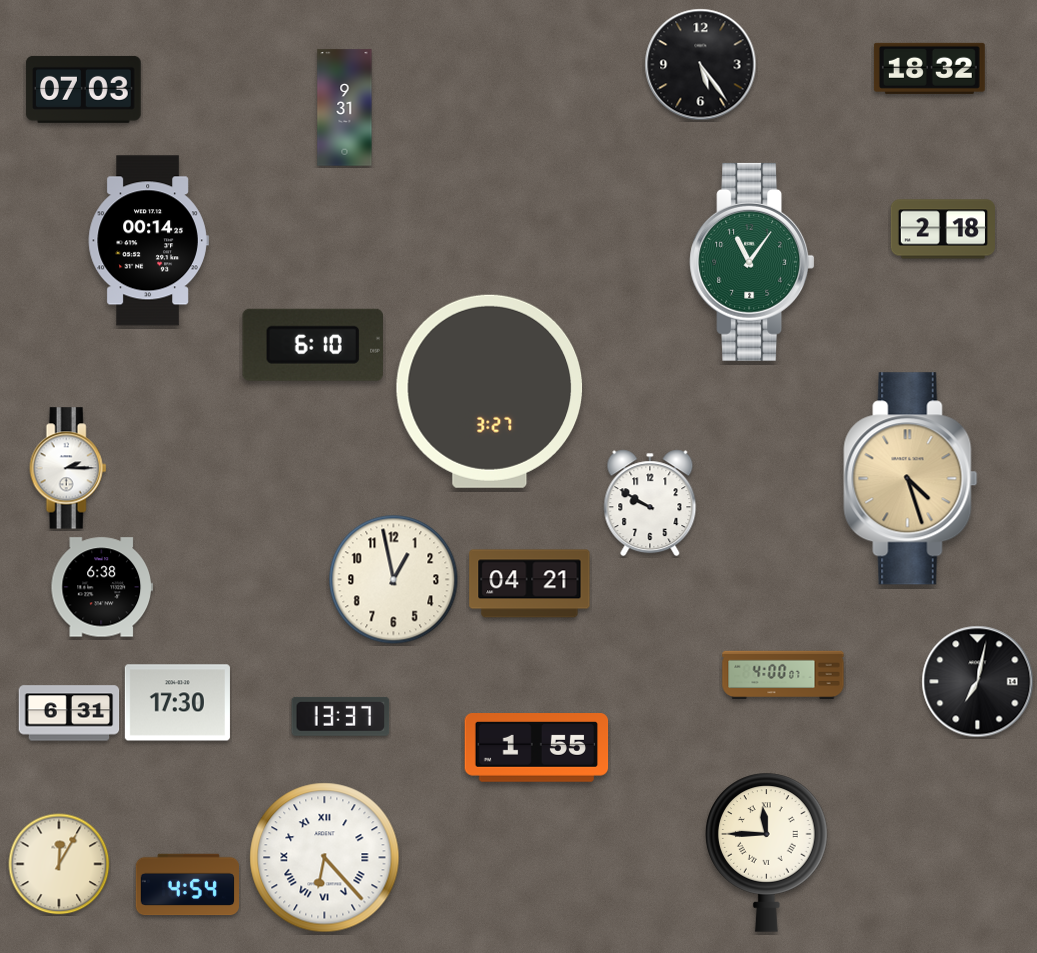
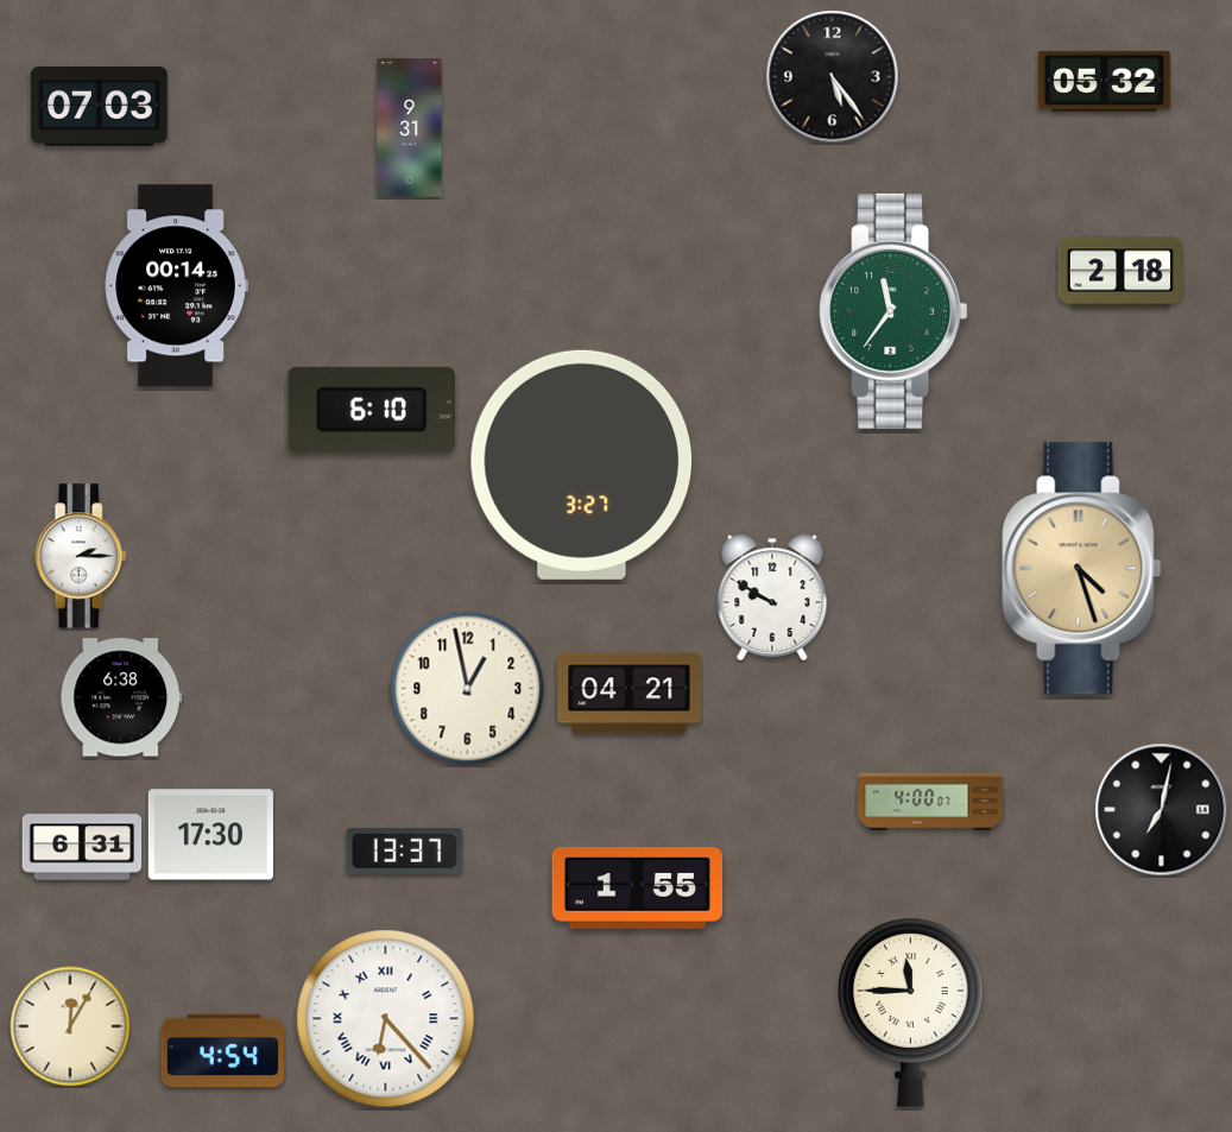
clock at (929, 68): 18:32 -> 05:32
clock at (752, 262): 11:06 -> 11:36
